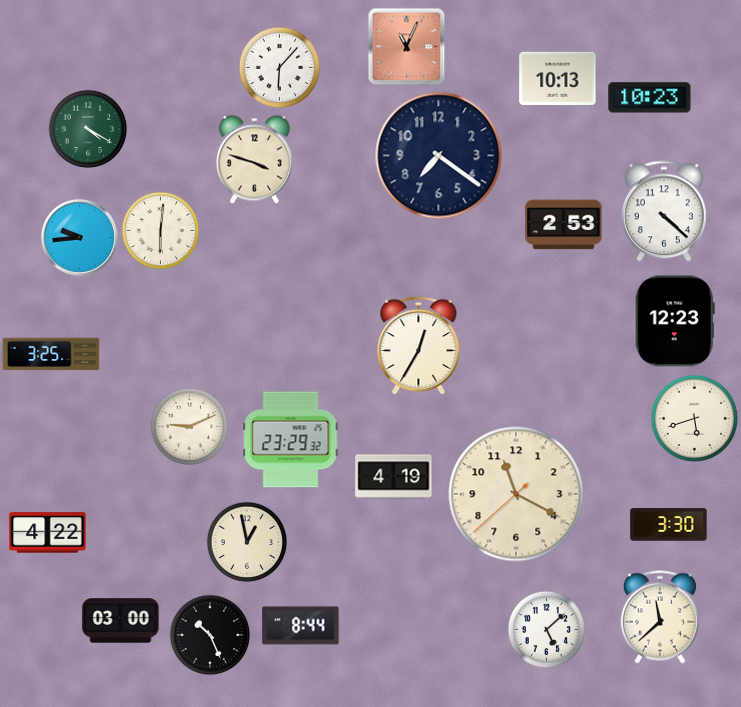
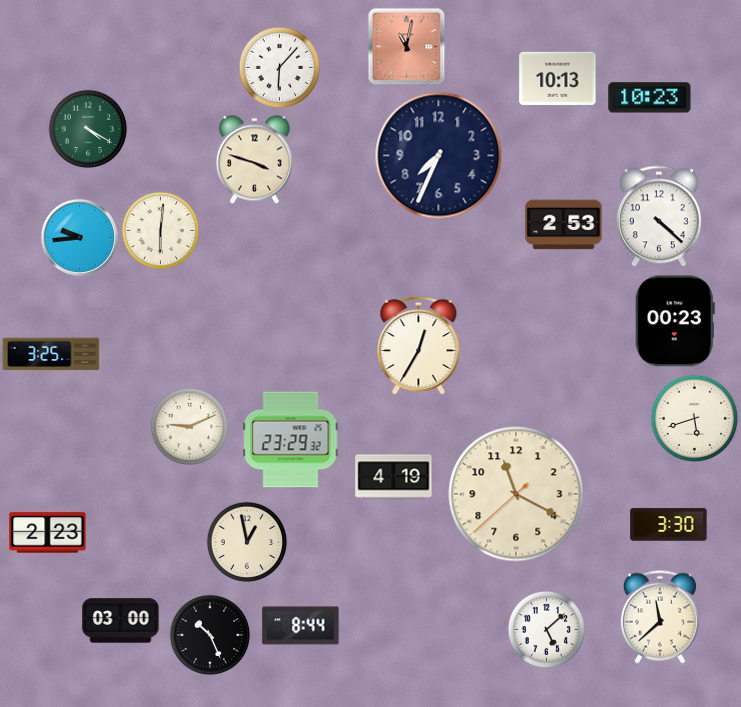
clock at (406, 46): 11:04 -> 11:02
clock at (439, 156): 7:21 -> 7:34
clock at (664, 211) position: (664, 211) -> (659, 216)
clock at (675, 321): 12:23 -> 00:23
clock at (48, 533): 4:22 -> 2:23
